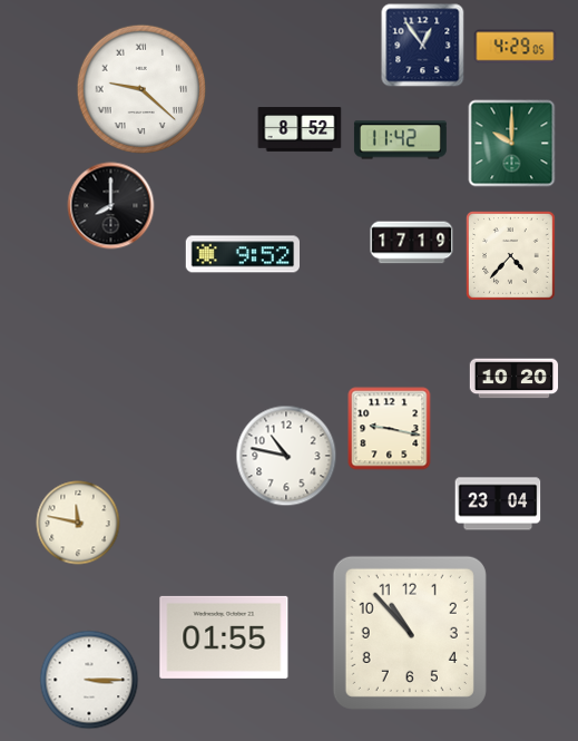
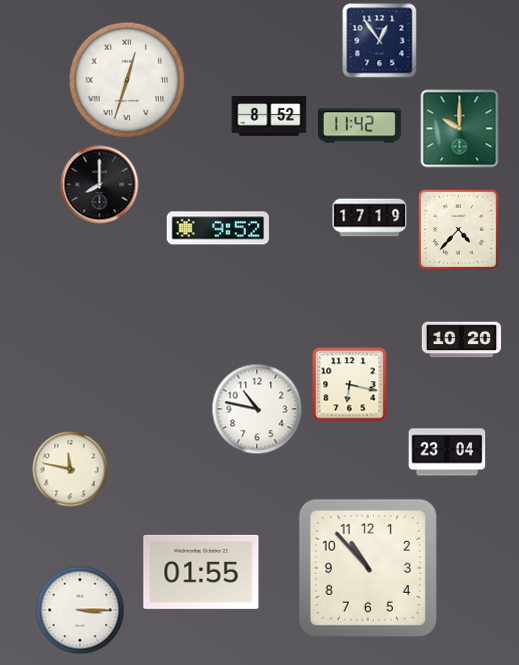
clock at (516, 47): 4:29 -> none
clock at (141, 89): 9:22 -> 12:33
clock at (390, 429): 9:17 -> 6:17
